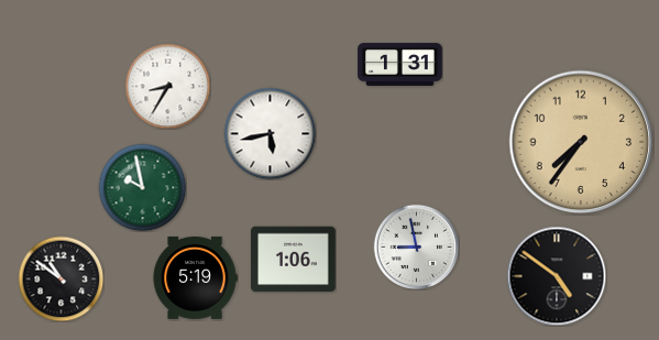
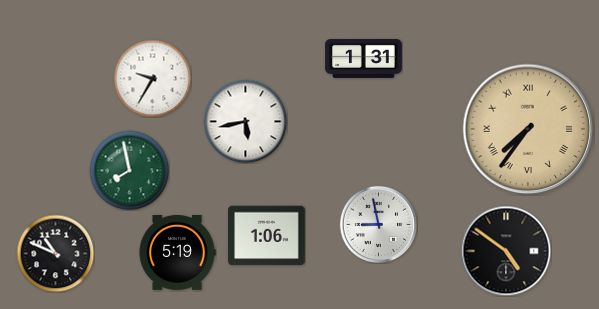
clock at (167, 86): 8:35 -> 9:35
clock at (581, 142) numerals: Arabic -> Roman
clock at (142, 187): 9:58 -> 7:58
clock at (61, 278): 10:51 -> 10:49
